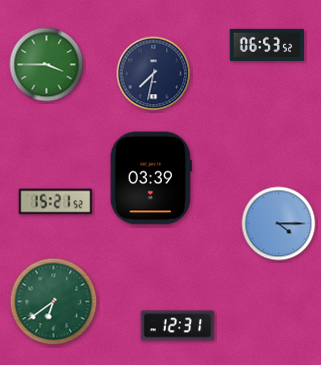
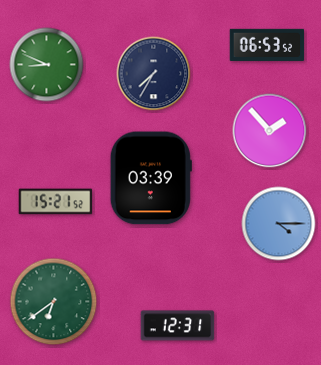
clock at (47, 65): 3:45 -> 8:49
clock at (154, 74): 7:32 -> 7:35
clock at (270, 131): none -> 1:53
